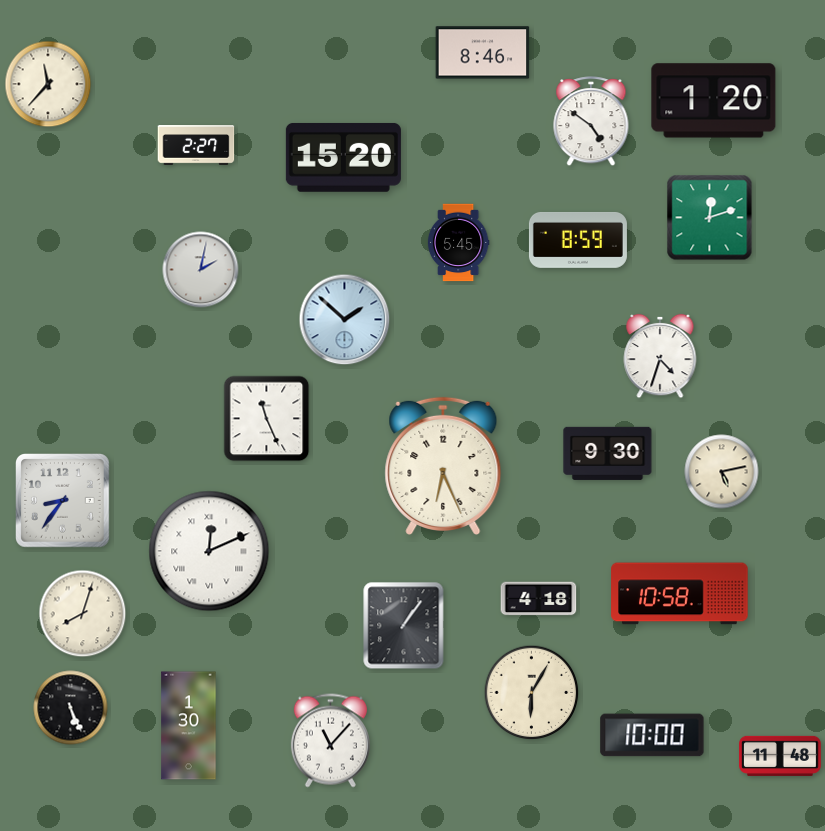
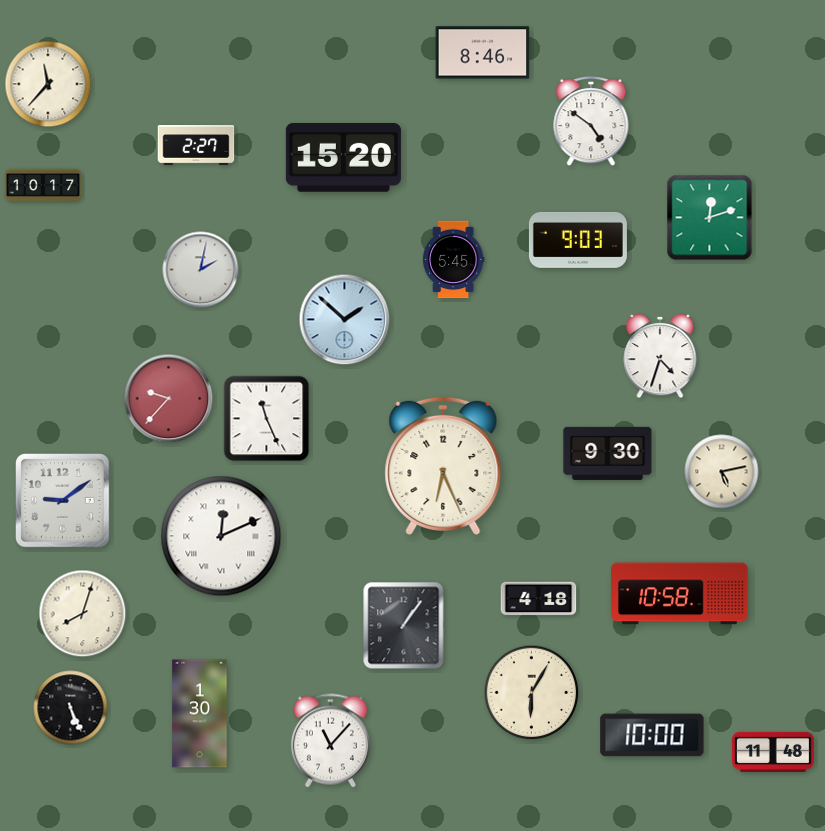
clock at (714, 101): 1:20 -> none
clock at (43, 185): none -> 10:17
clock at (578, 240): 8:59 -> 9:03
clock at (458, 243) position: (458, 243) -> (453, 260)
clock at (169, 399): none -> 9:37
clock at (63, 501): 8:36 -> 9:09
clock at (209, 551) position: (209, 551) -> (221, 536)
clock at (189, 726) position: (189, 726) -> (200, 714)
clock at (780, 756) position: (780, 756) -> (773, 752)
